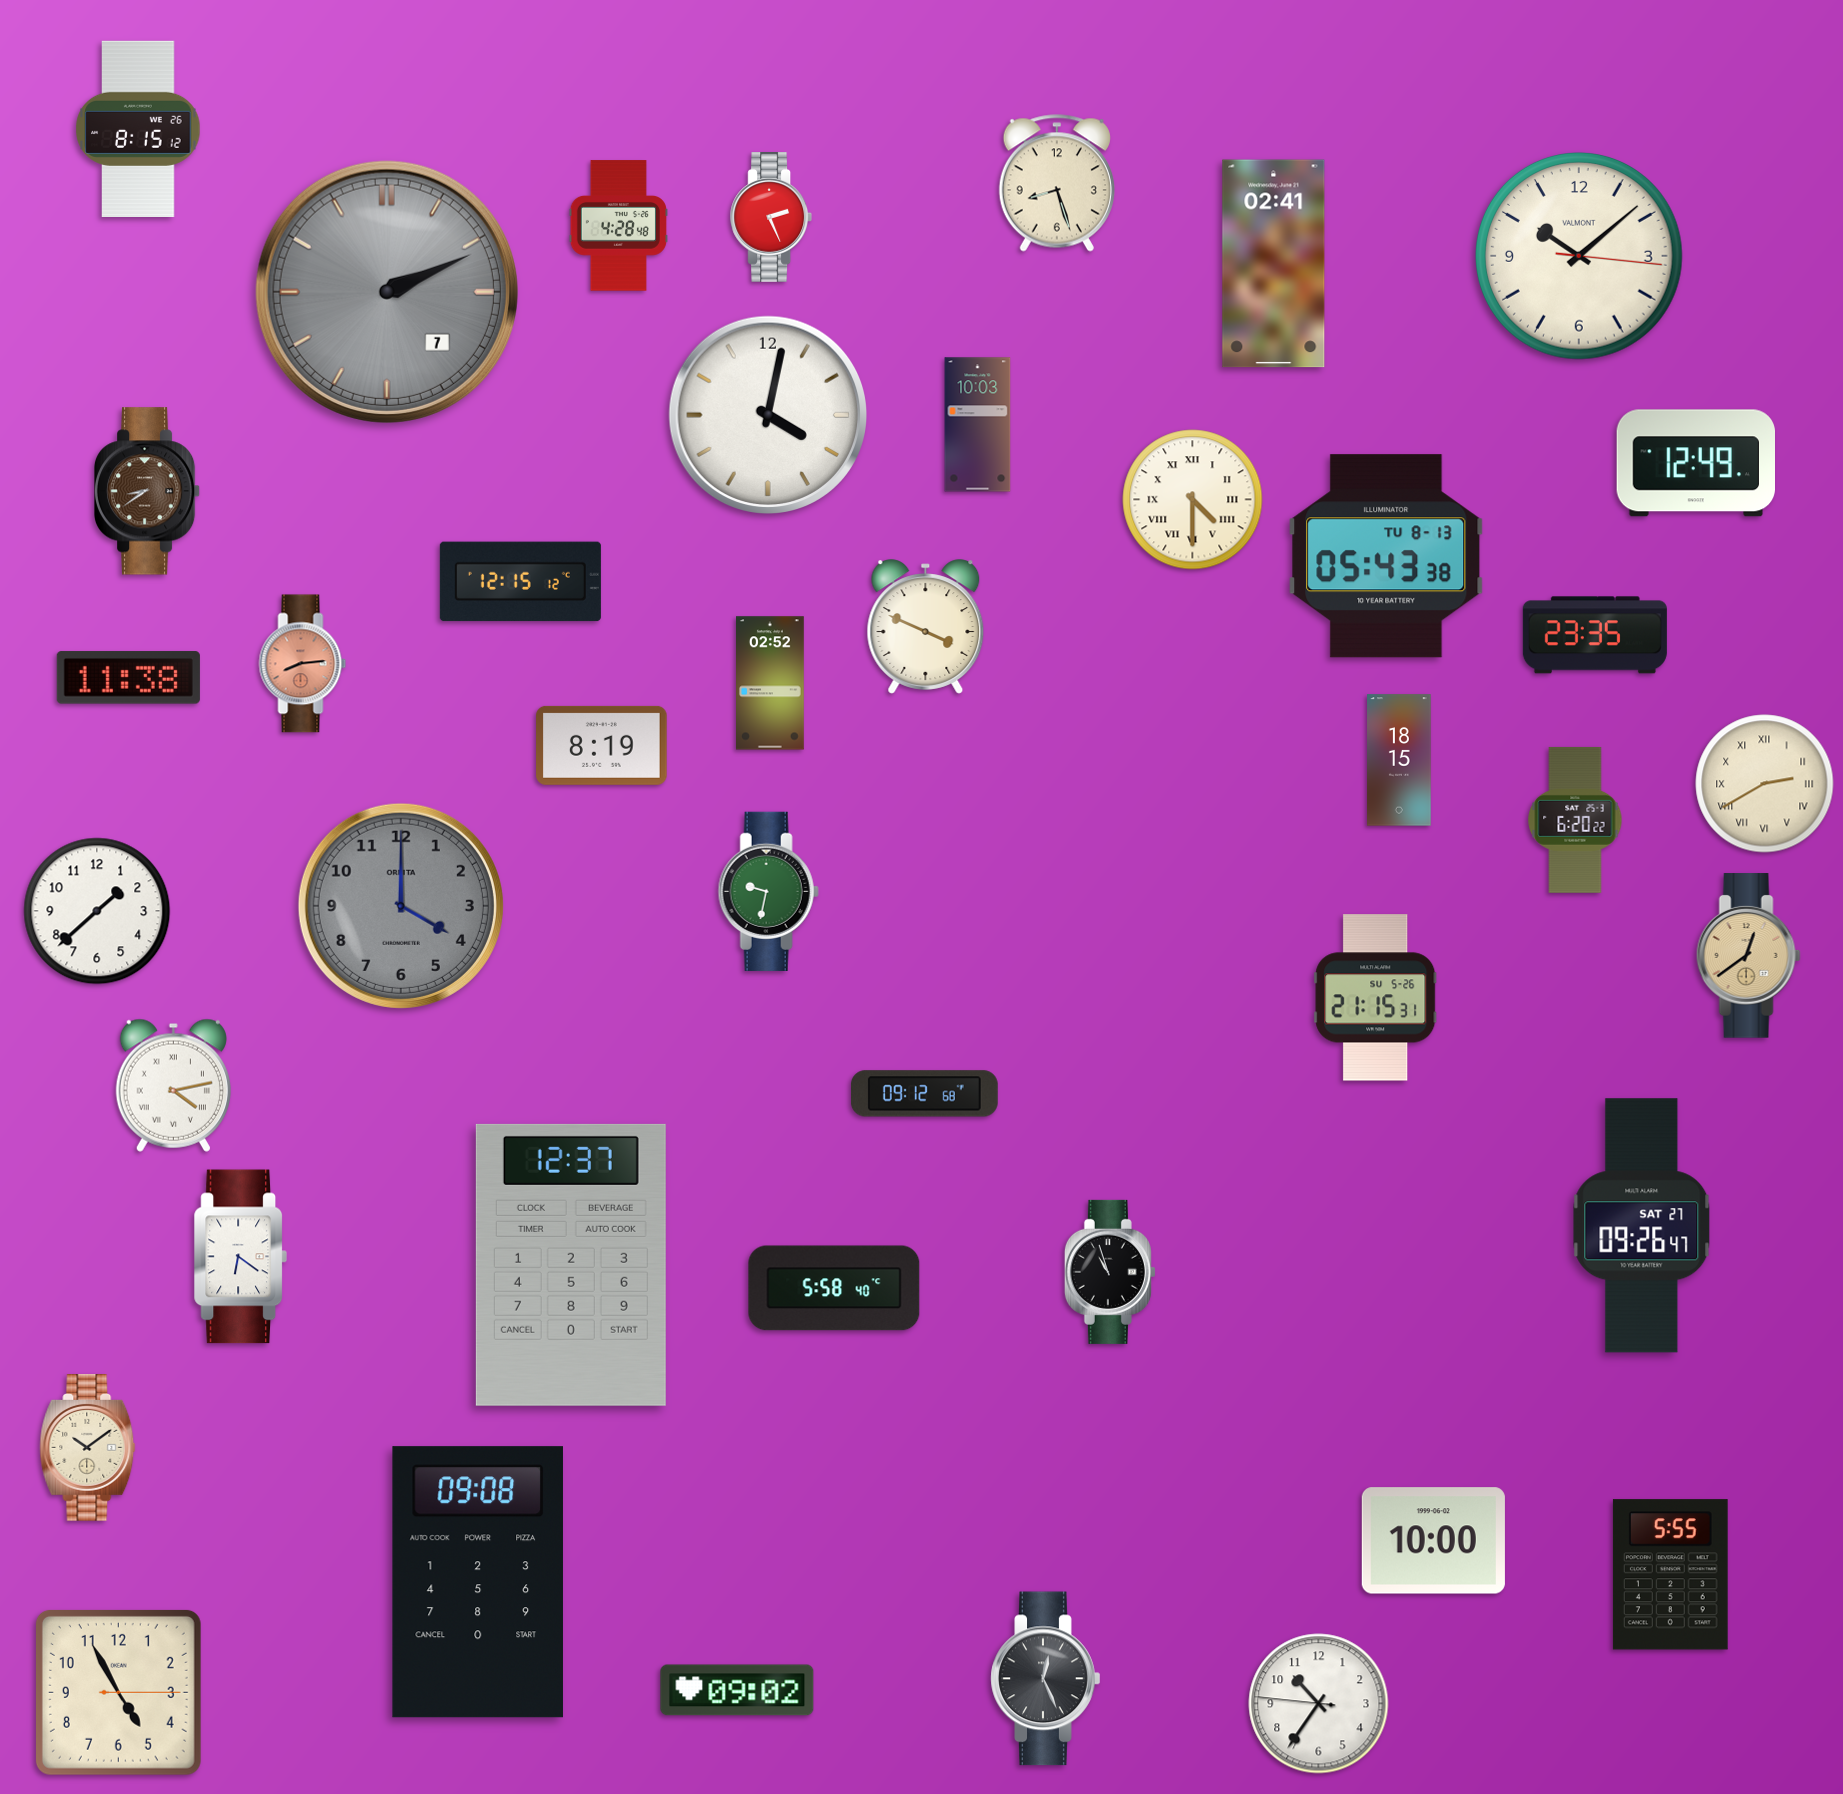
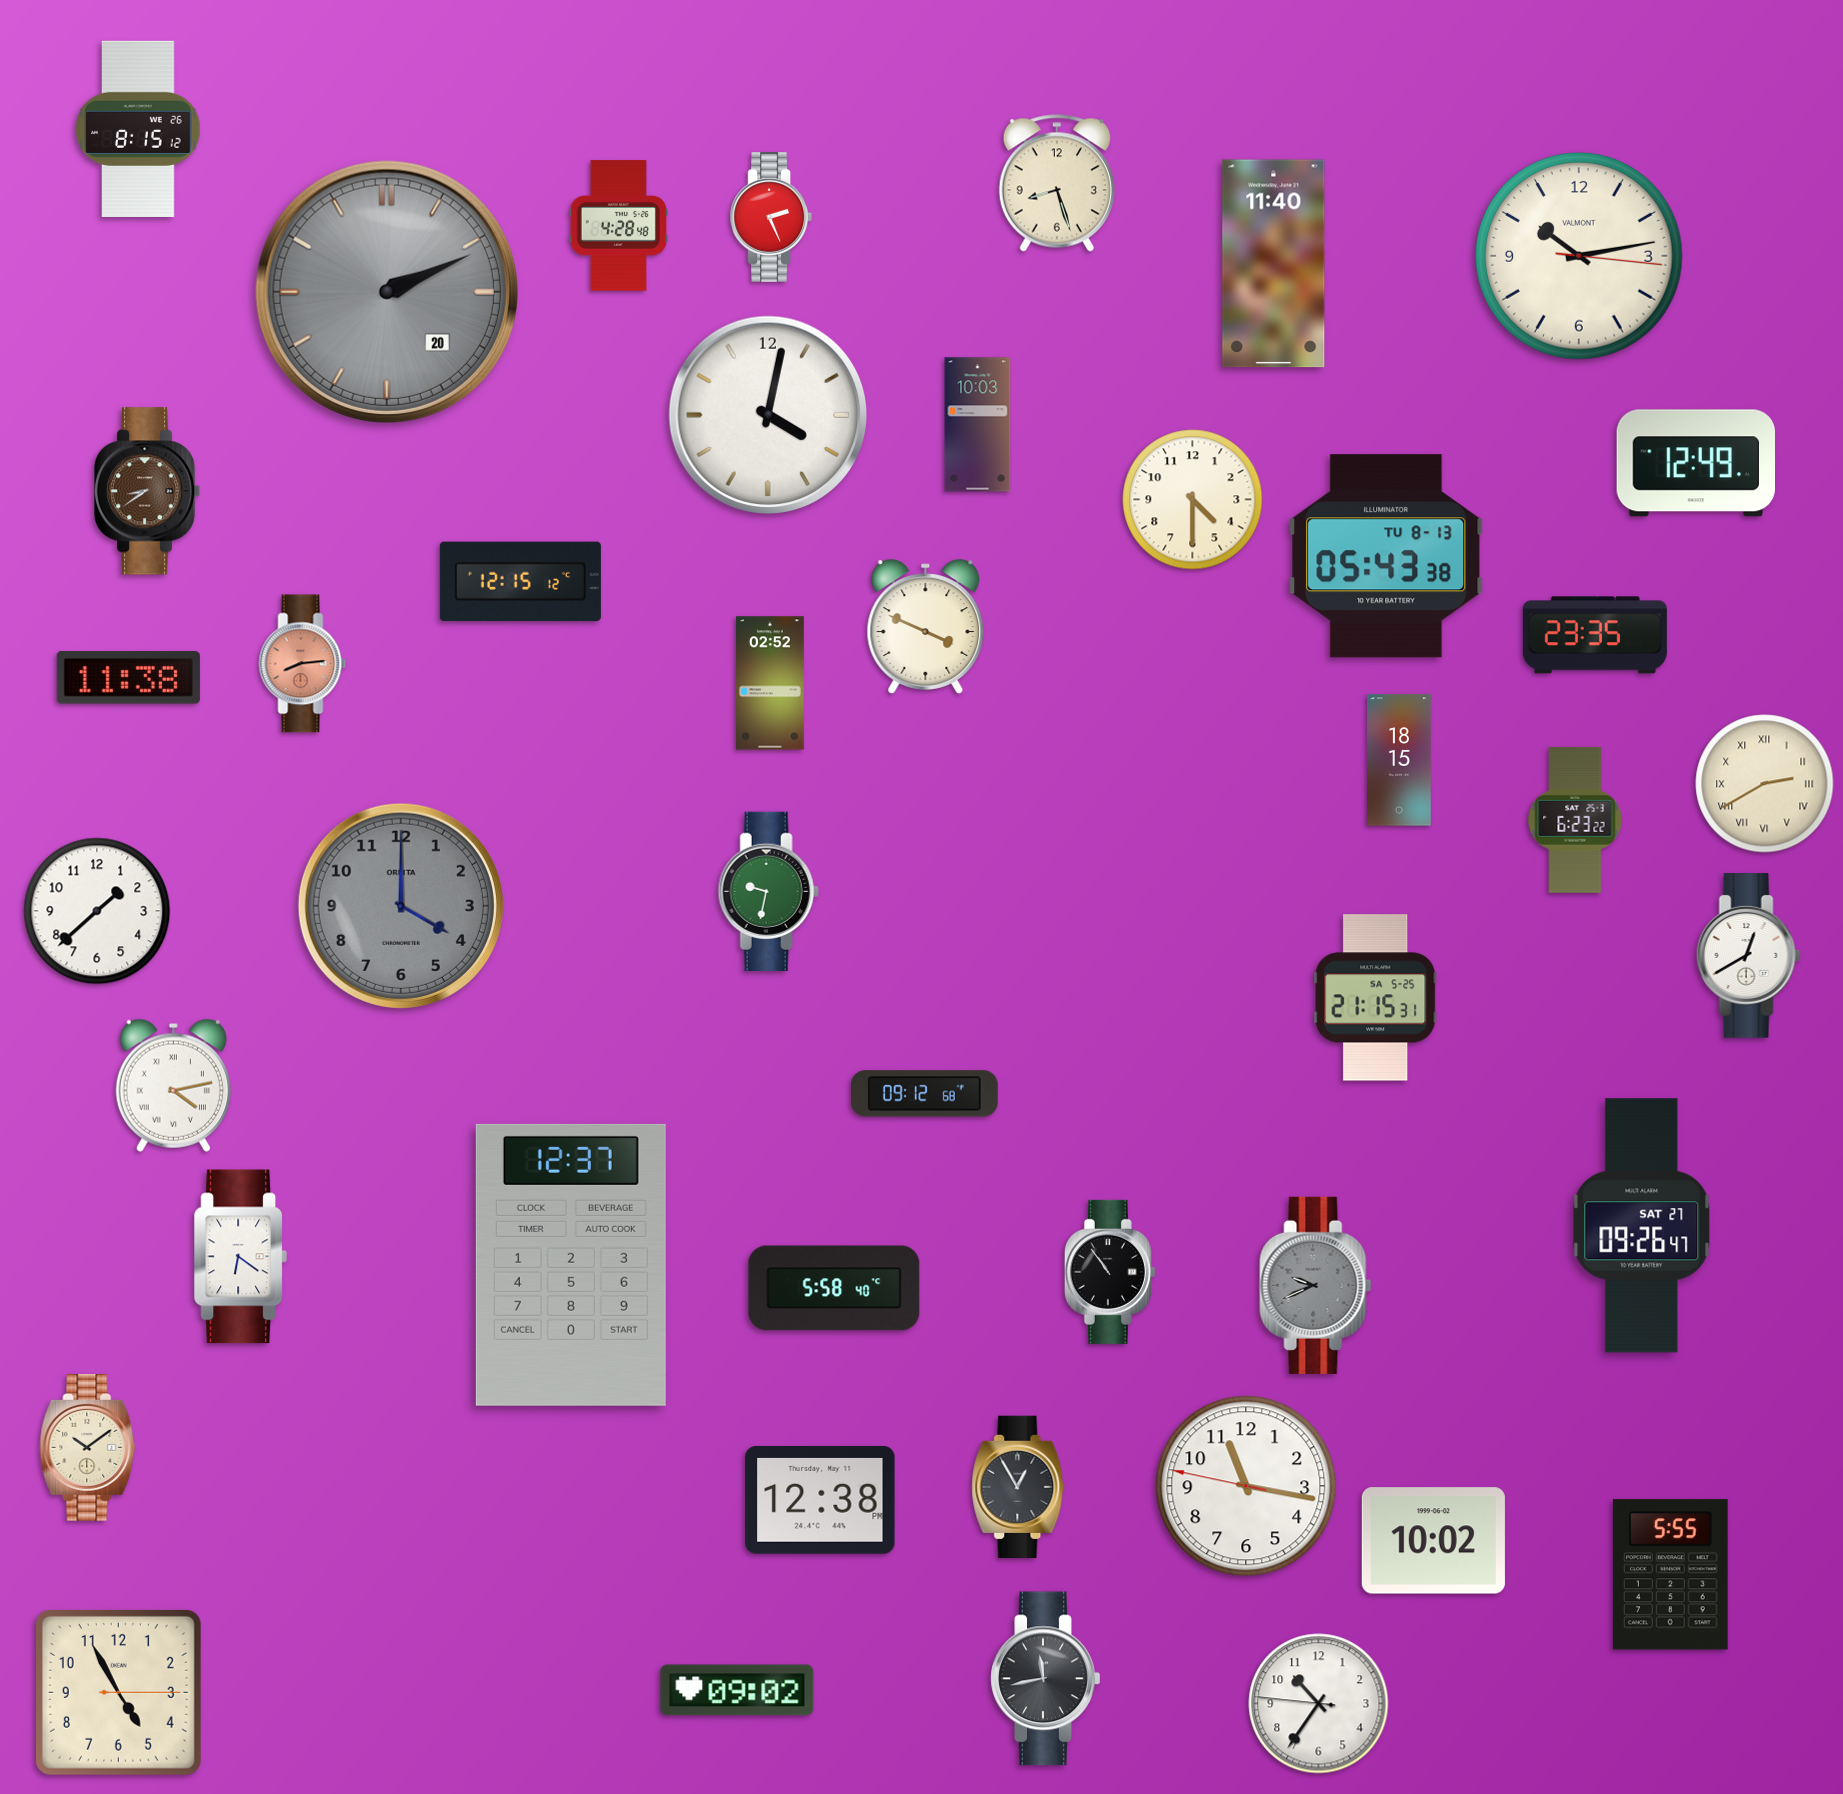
clock at (1580, 257): 10:08 -> 10:13
clock at (1274, 264): 02:41 -> 11:40
clock at (387, 292) date: 7 -> 20
clock at (1193, 500) numerals: Roman -> Arabic
clock at (602, 745): 8:19 -> none
clock at (1575, 820): 6:20 -> 6:23
clock at (1748, 956): 12:39 -> 12:40
clock at (1748, 956) dial: champagne -> white
clock at (1376, 998) date: SU 5-26 -> SA 5-25
clock at (1110, 1272): 10:57 -> 10:54
clock at (1316, 1285): none -> 9:41
clock at (1018, 1486): none -> 12:55
clock at (1246, 1486): none -> 11:16
clock at (820, 1500): none -> 12:38
clock at (1433, 1541): 10:00 -> 10:02
clock at (478, 1582): 09:08 -> none
clock at (1046, 1679): 12:26 -> 11:43
